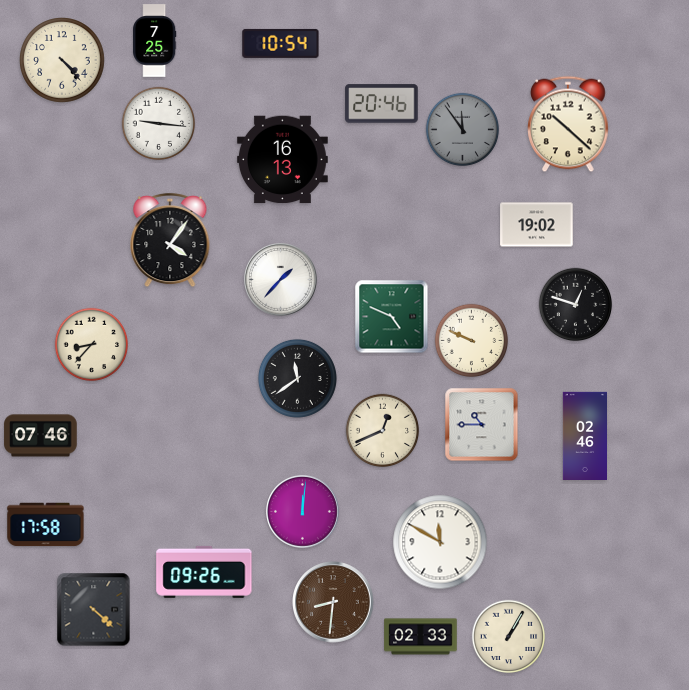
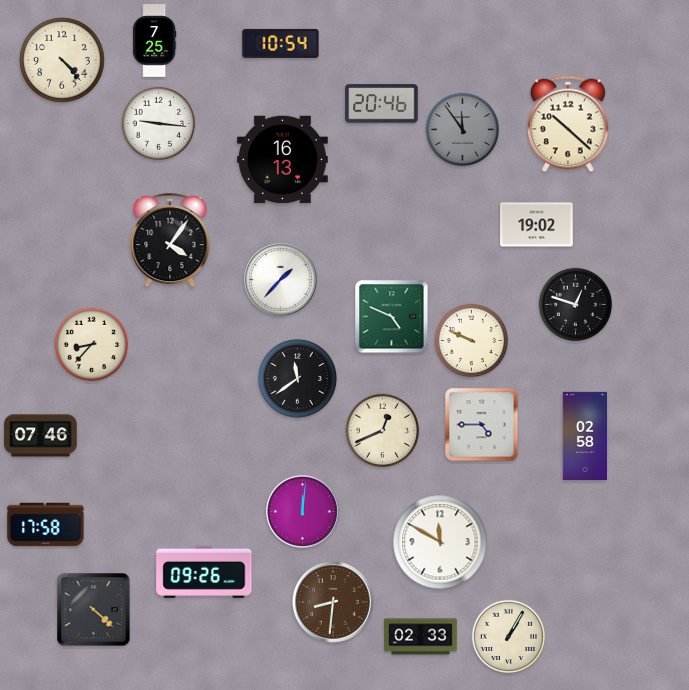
clock at (482, 425): 10:45 -> 4:45
clock at (584, 435): 02:46 -> 02:58
